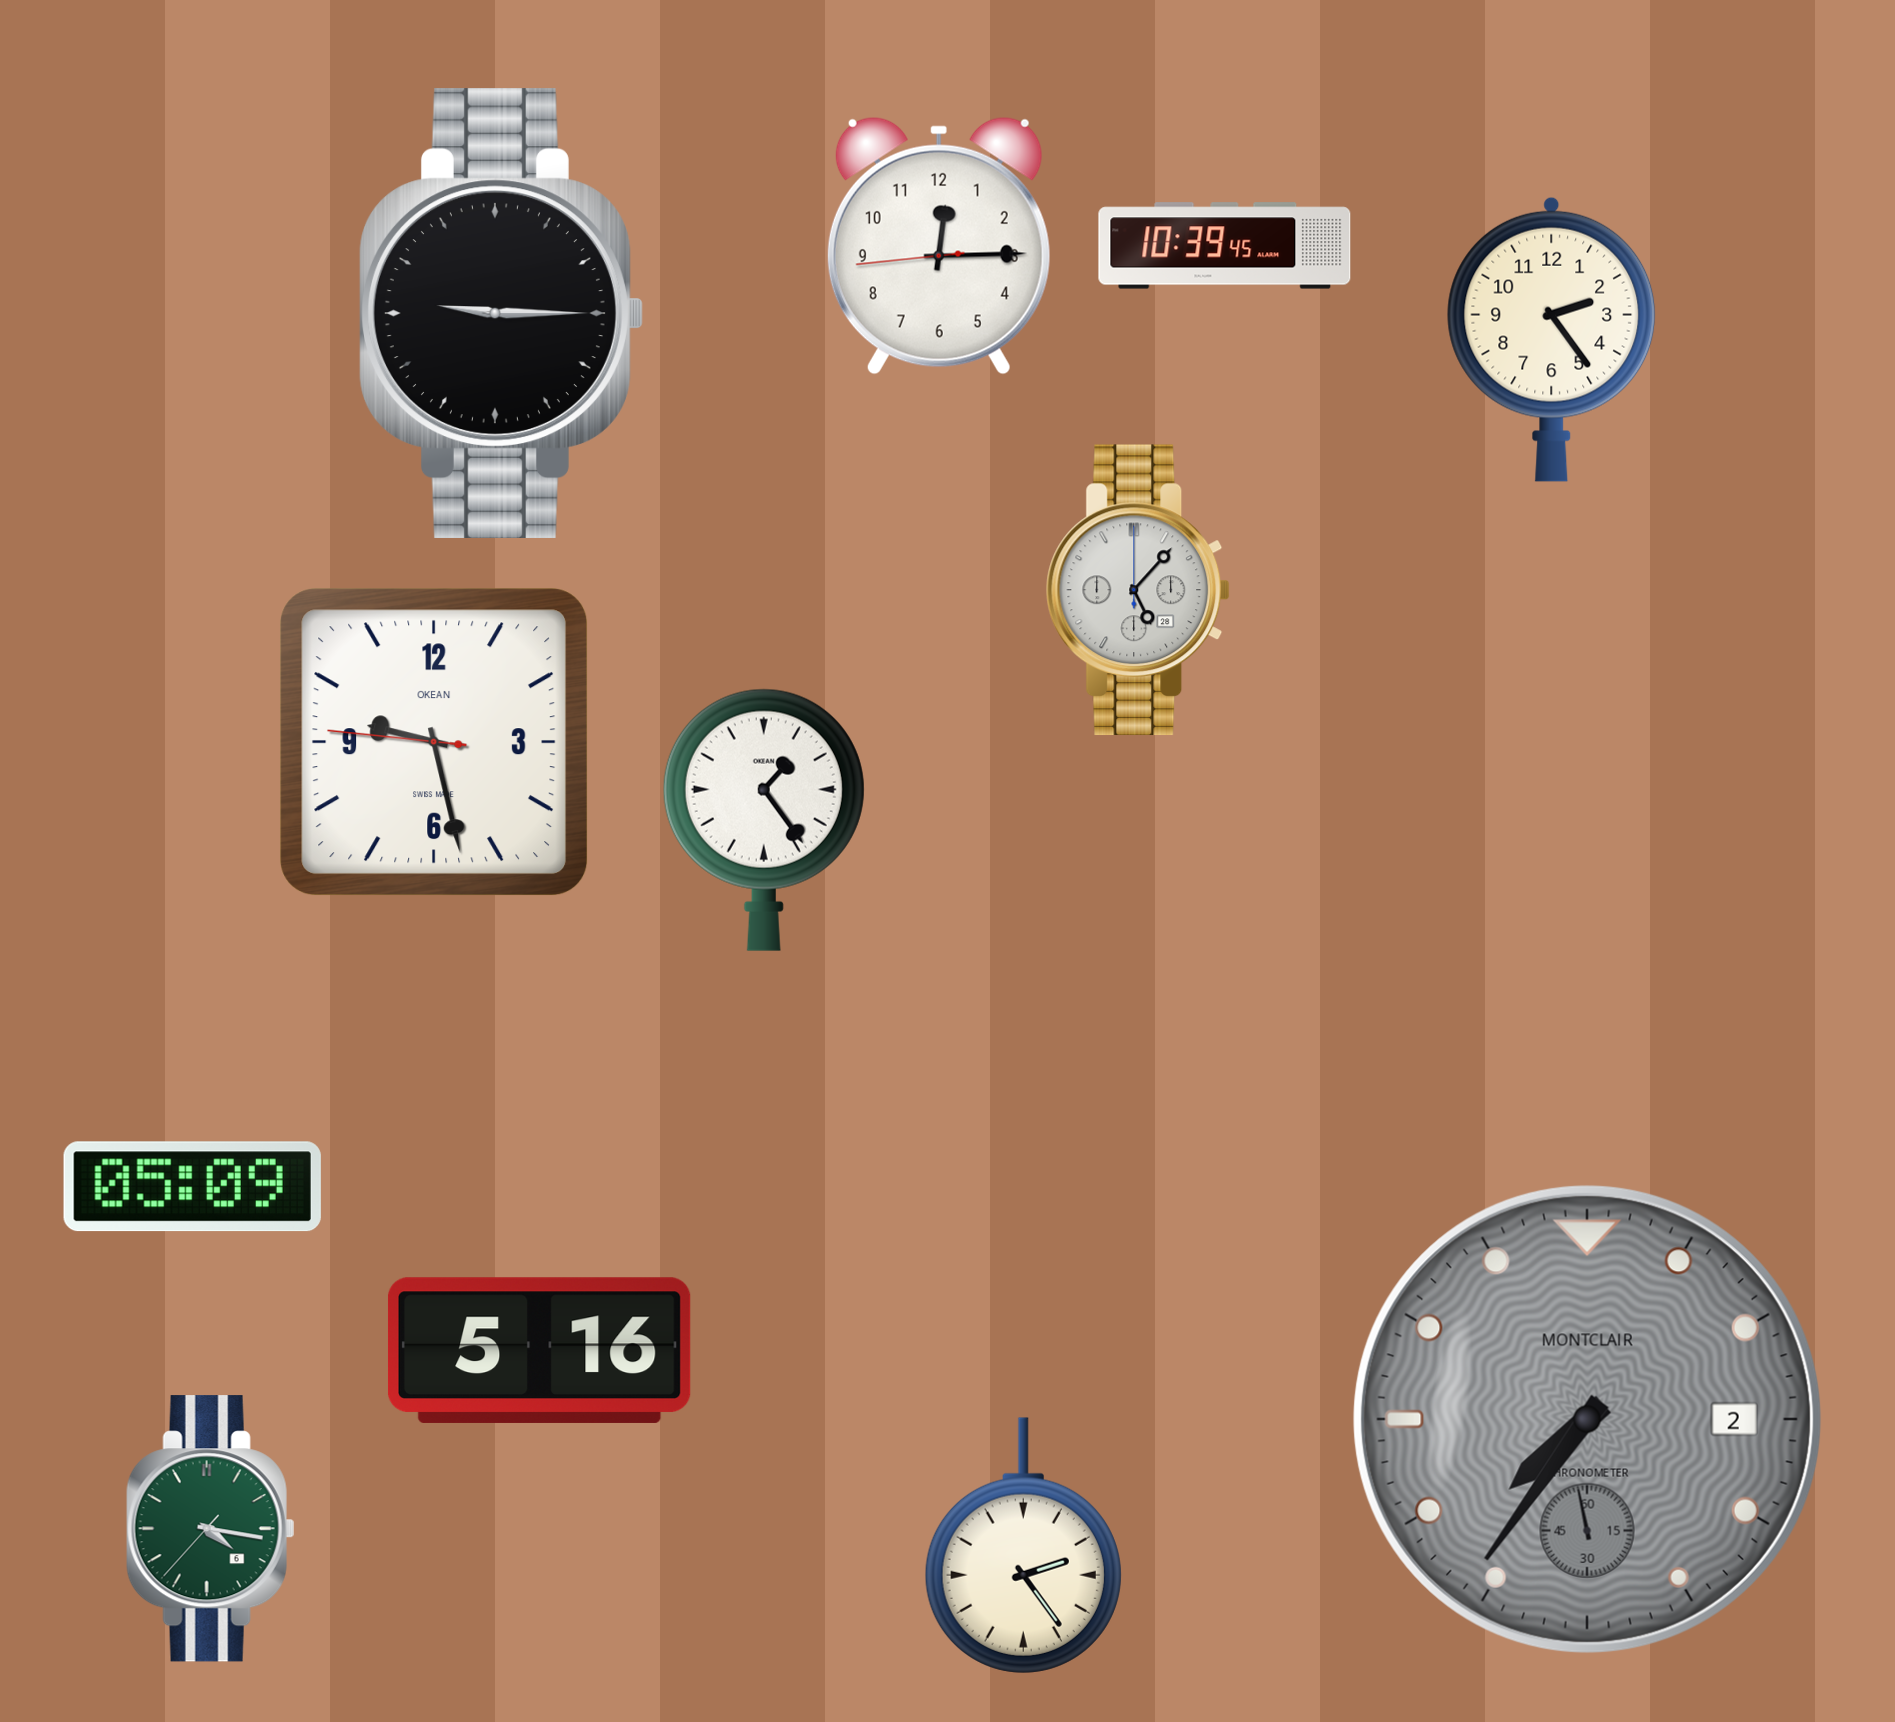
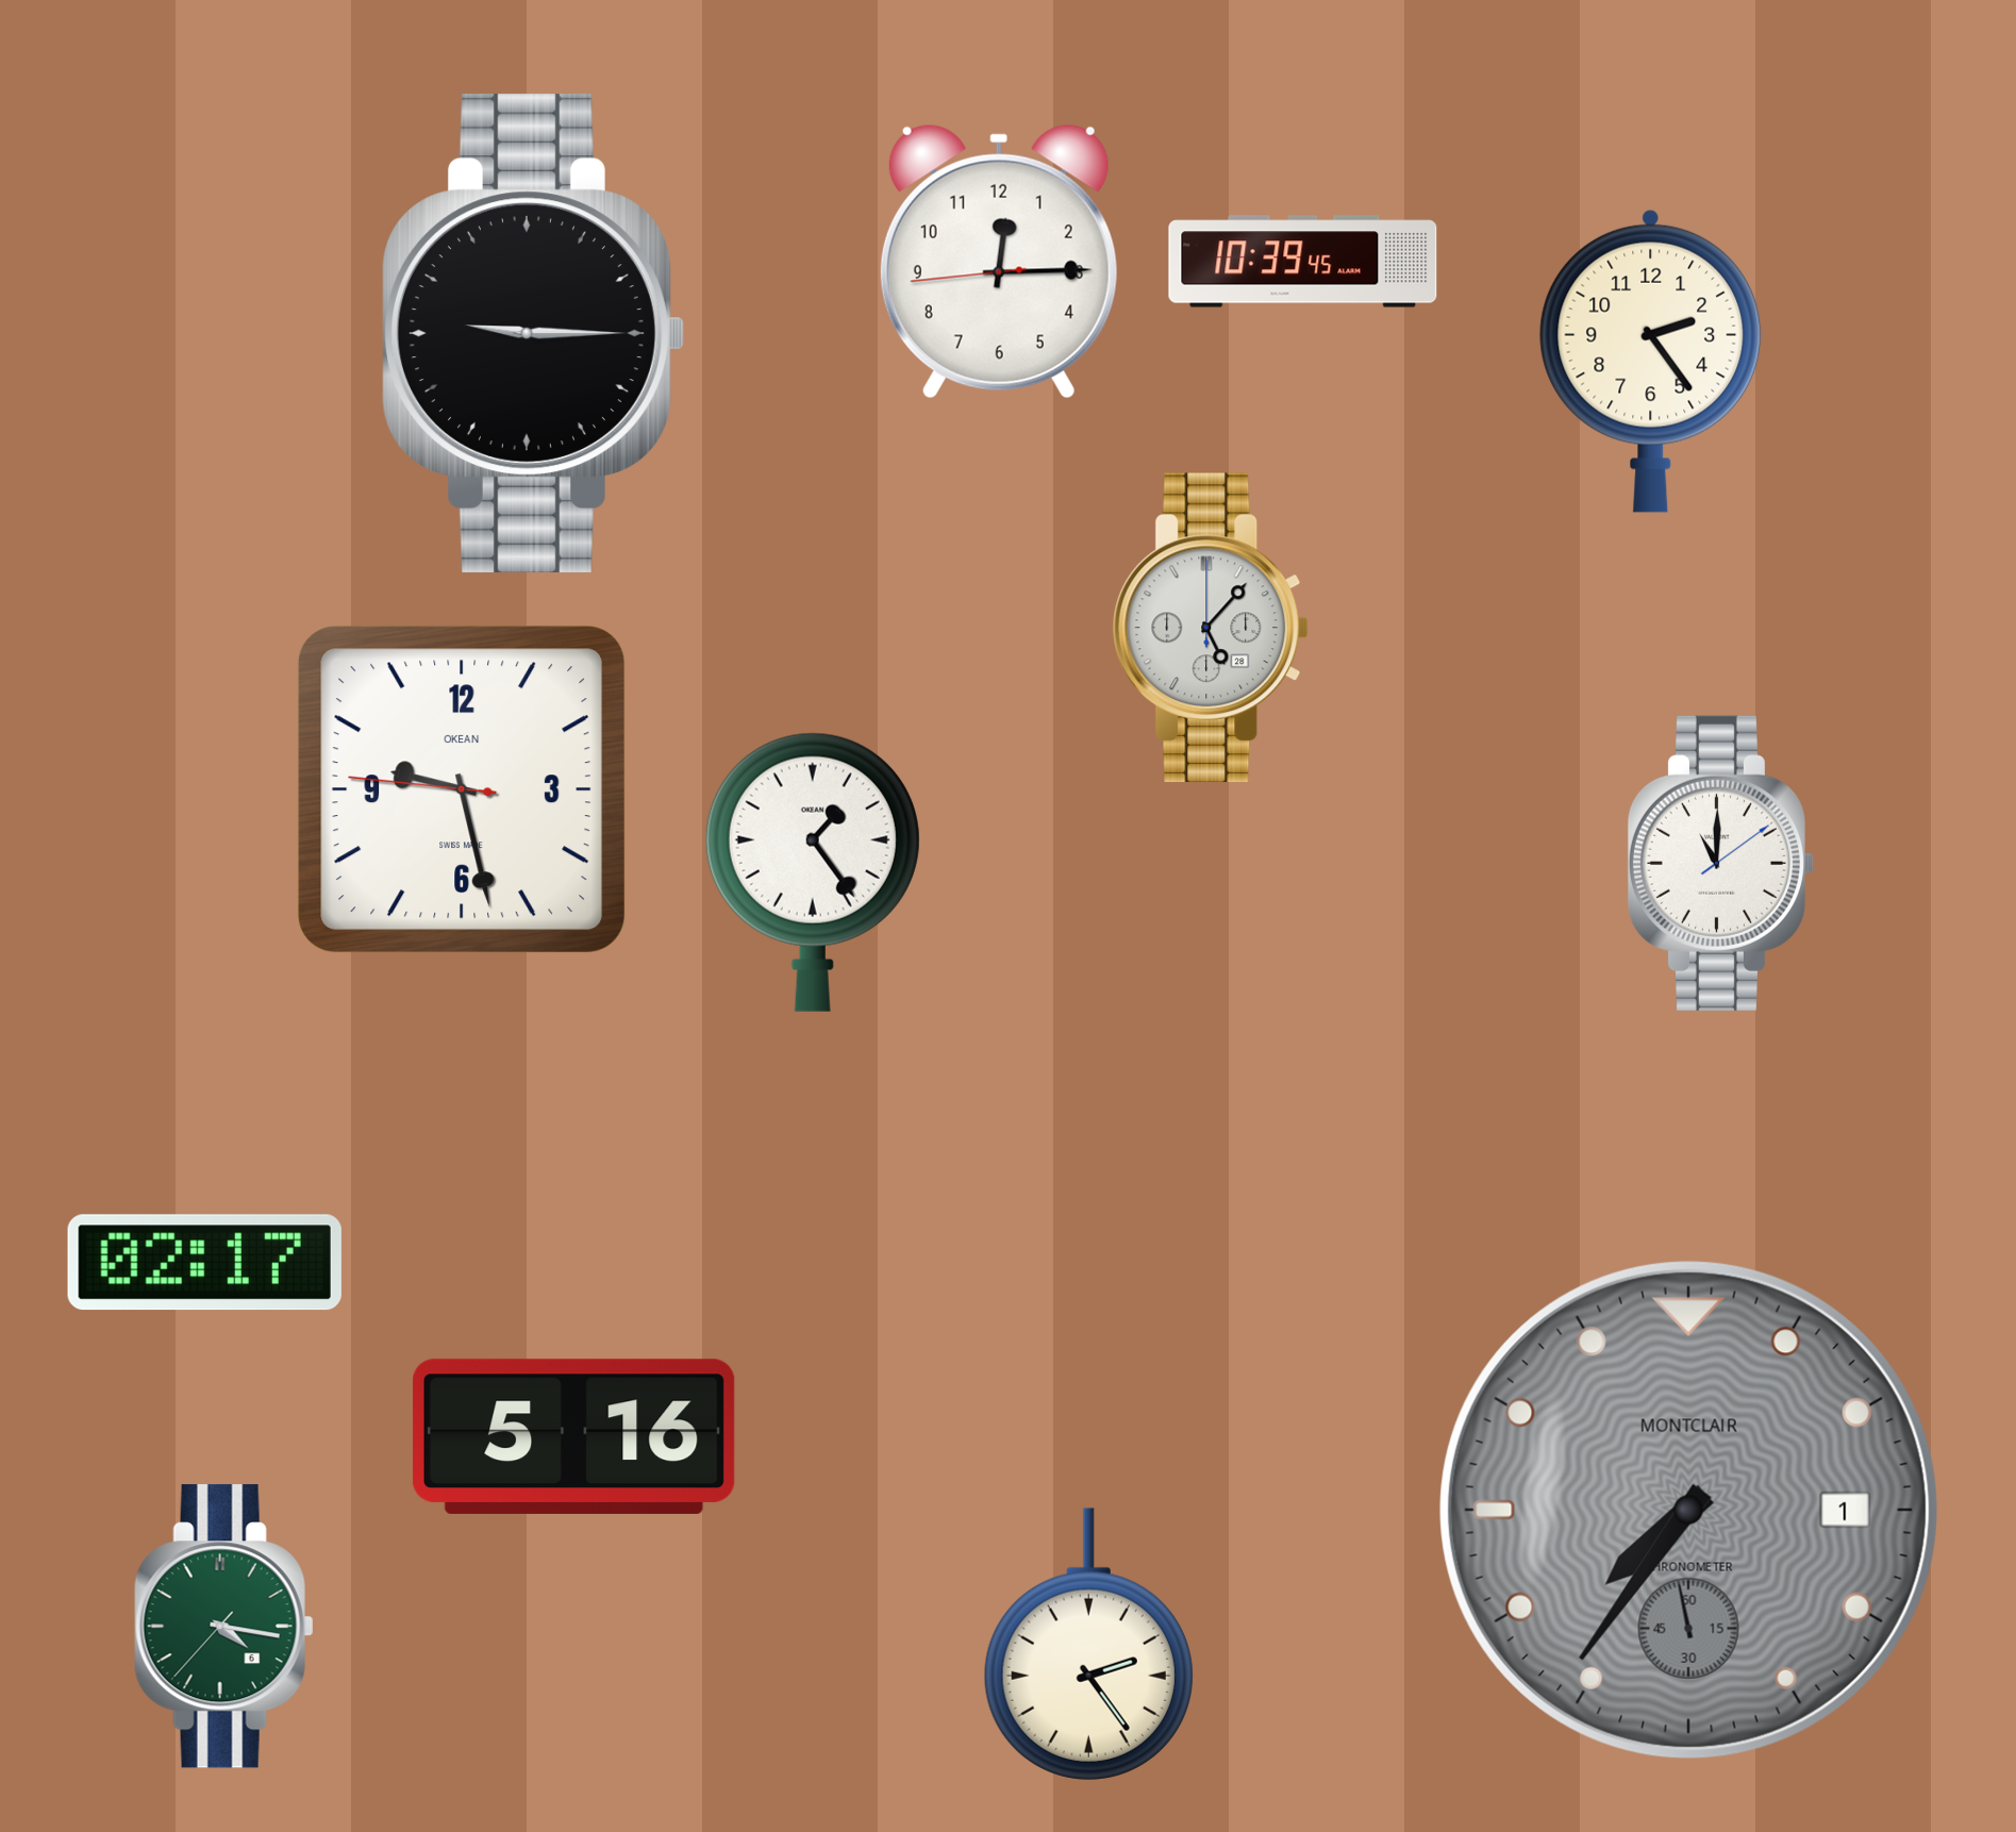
clock at (1720, 863): none -> 11:00
clock at (192, 1187): 05:09 -> 02:17
clock at (1587, 1419) date: 2 -> 1
